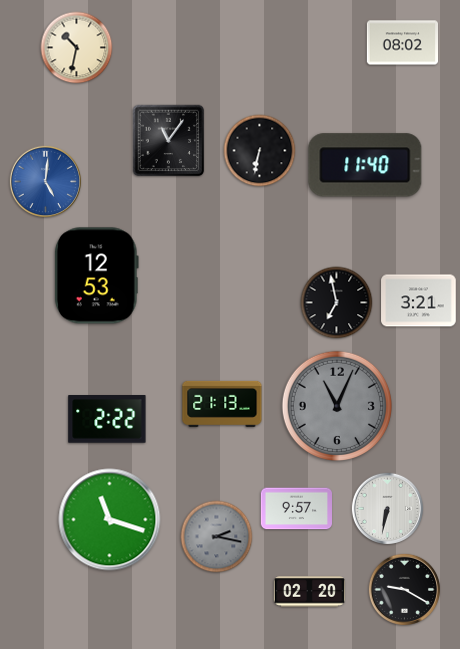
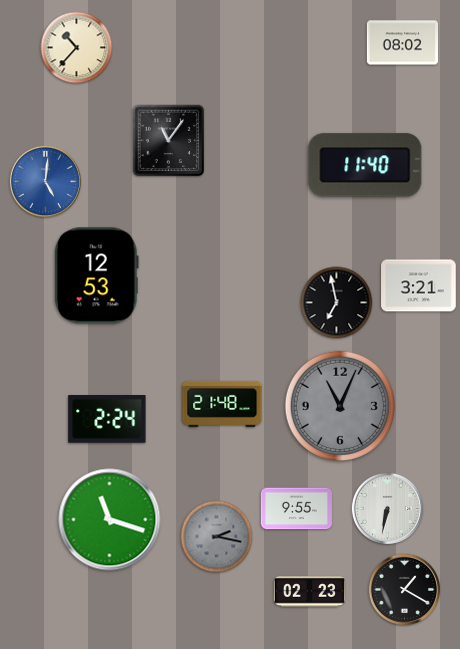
clock at (77, 48): 10:32 -> 10:37
clock at (260, 151): 6:32 -> none
clock at (419, 301) position: (419, 301) -> (419, 286)
clock at (222, 404): 21:13 -> 21:48
clock at (336, 405) position: (336, 405) -> (339, 405)
clock at (107, 419): 2:22 -> 2:24
clock at (296, 509): 9:57 -> 9:55
clock at (405, 590): 9:20 -> 1:20
clock at (309, 592): 02:20 -> 02:23
